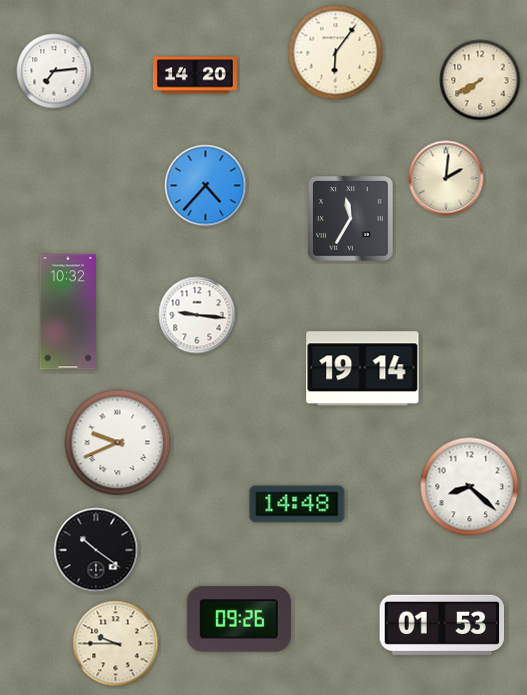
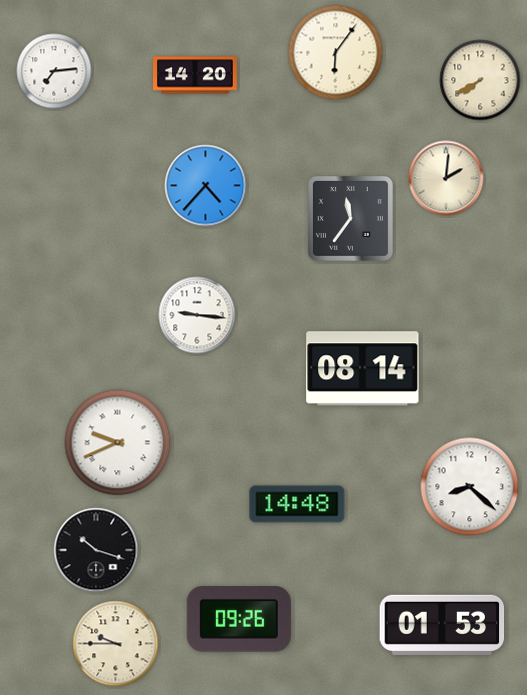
clock at (350, 218): 11:35 -> 11:36
clock at (68, 312): 10:32 -> none
clock at (363, 369): 19:14 -> 08:14
clock at (96, 550): 10:21 -> 10:18
